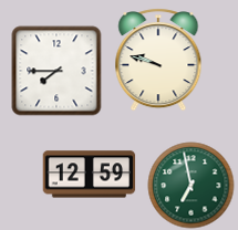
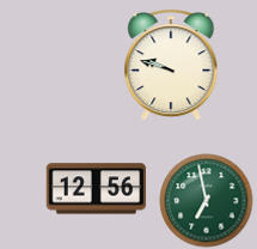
clock at (56, 71): 7:45 -> none
clock at (89, 175): 12:59 -> 12:56
